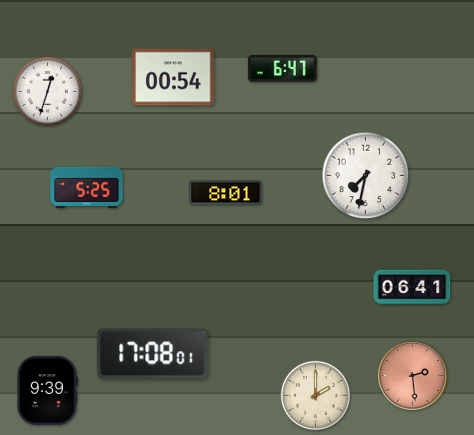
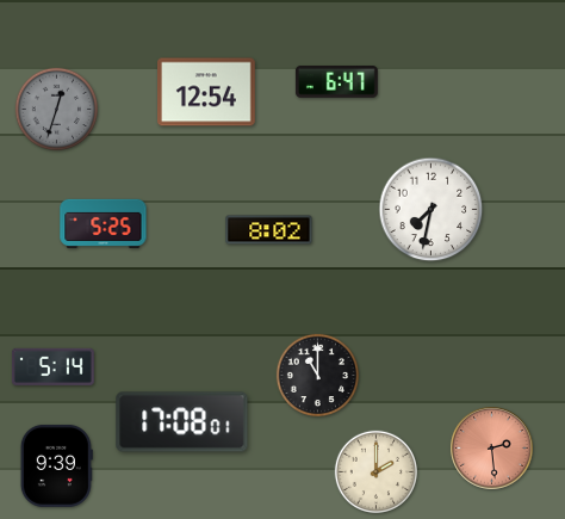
clock at (174, 77): 00:54 -> 12:54
clock at (48, 91) dial: white -> grey
clock at (366, 176) position: (366, 176) -> (431, 210)
clock at (226, 193): 8:01 -> 8:02
clock at (412, 287): 06:41 -> none
clock at (52, 366): none -> 5:14
clock at (318, 375): none -> 11:00
